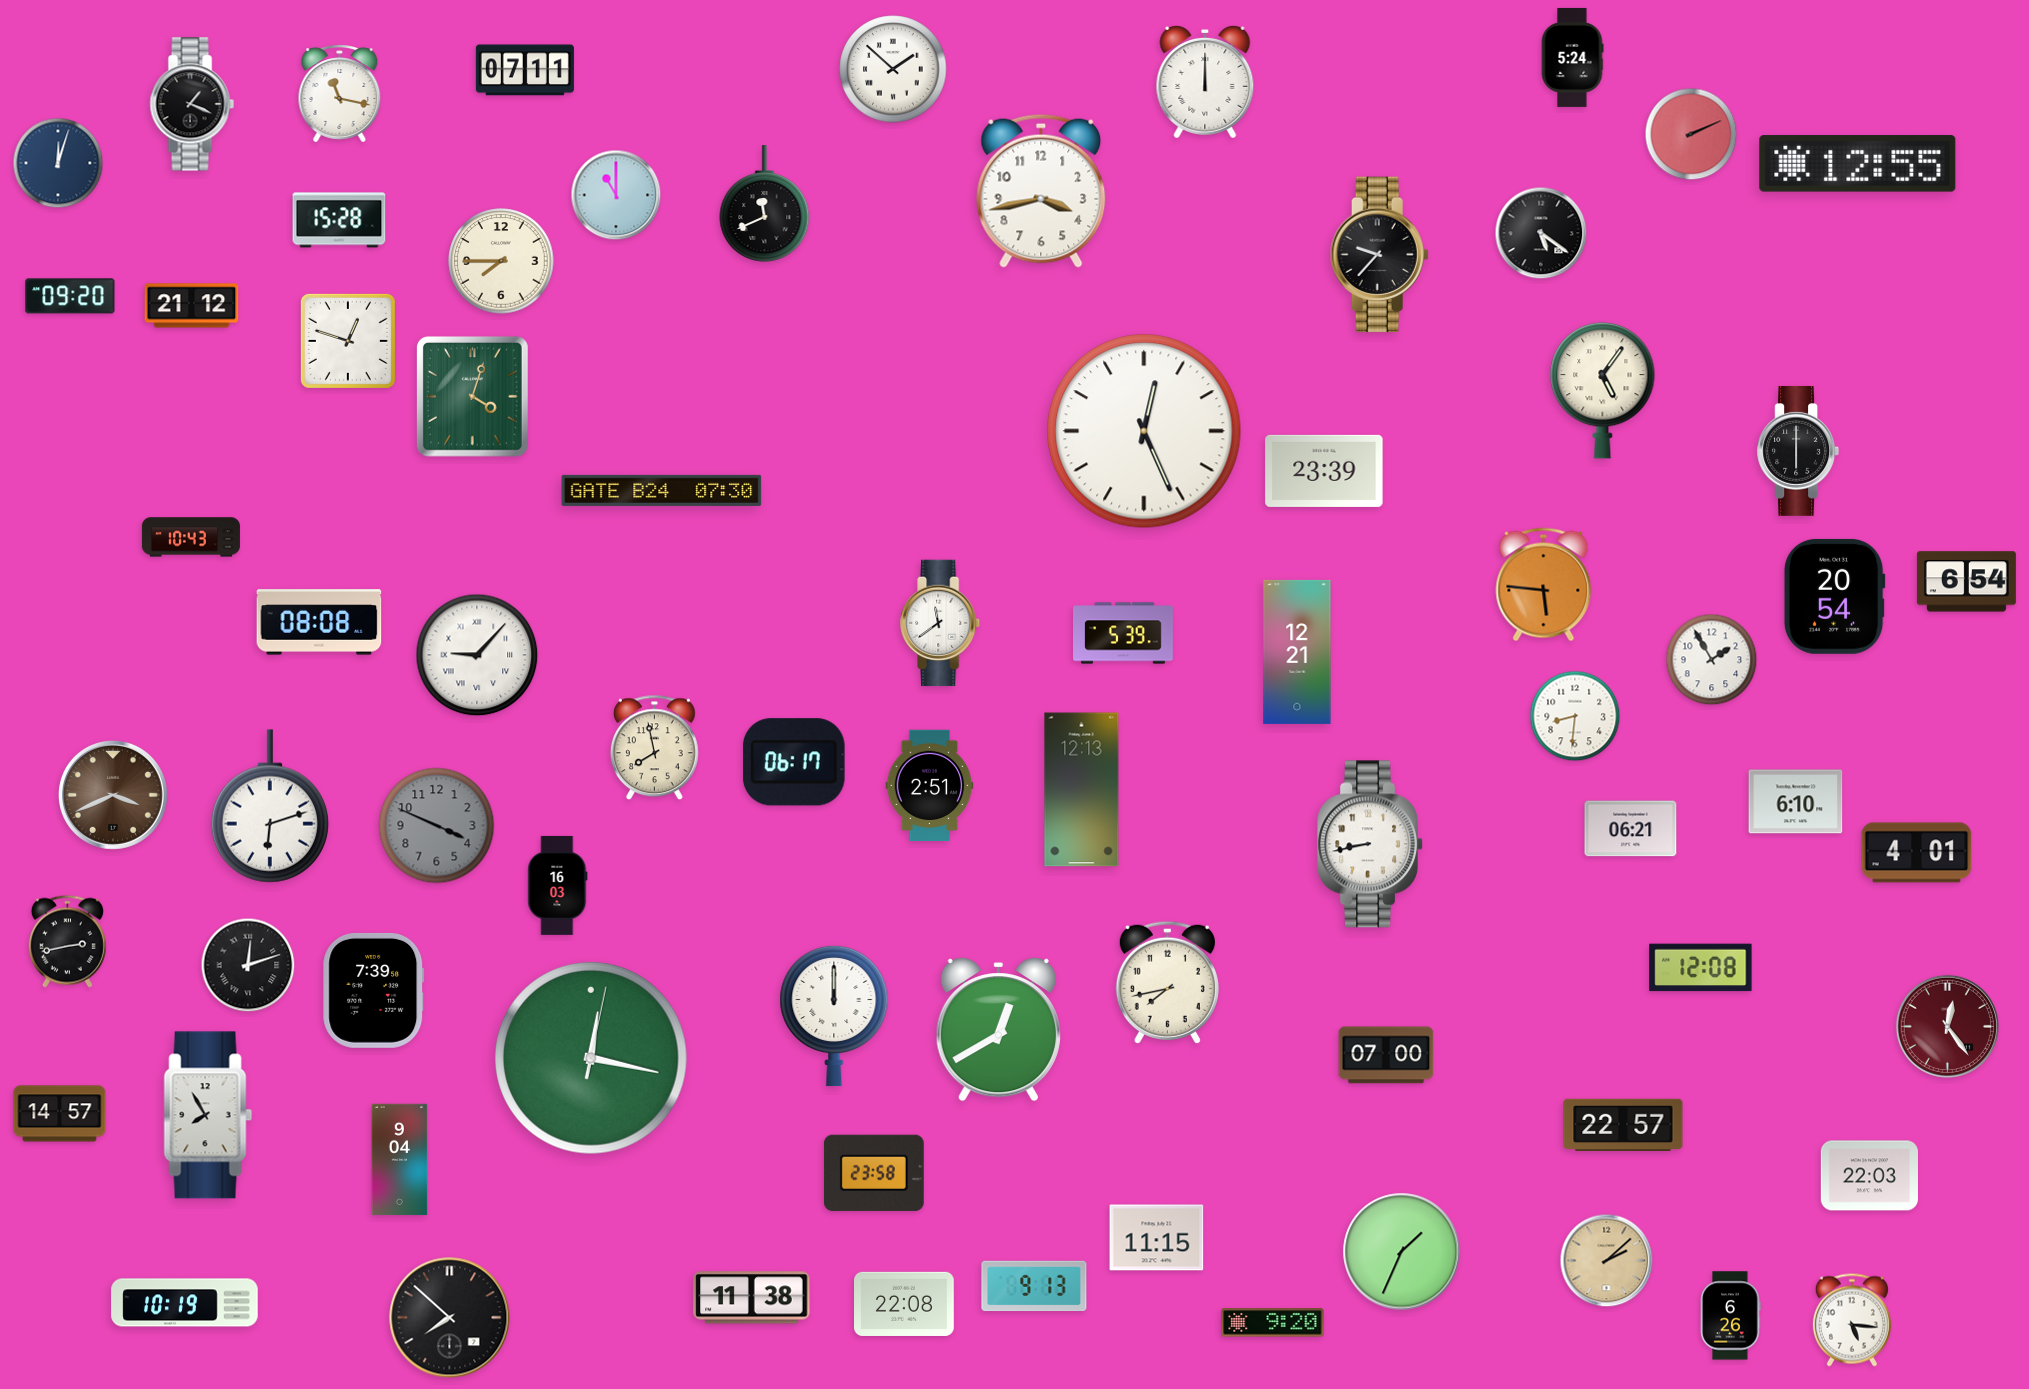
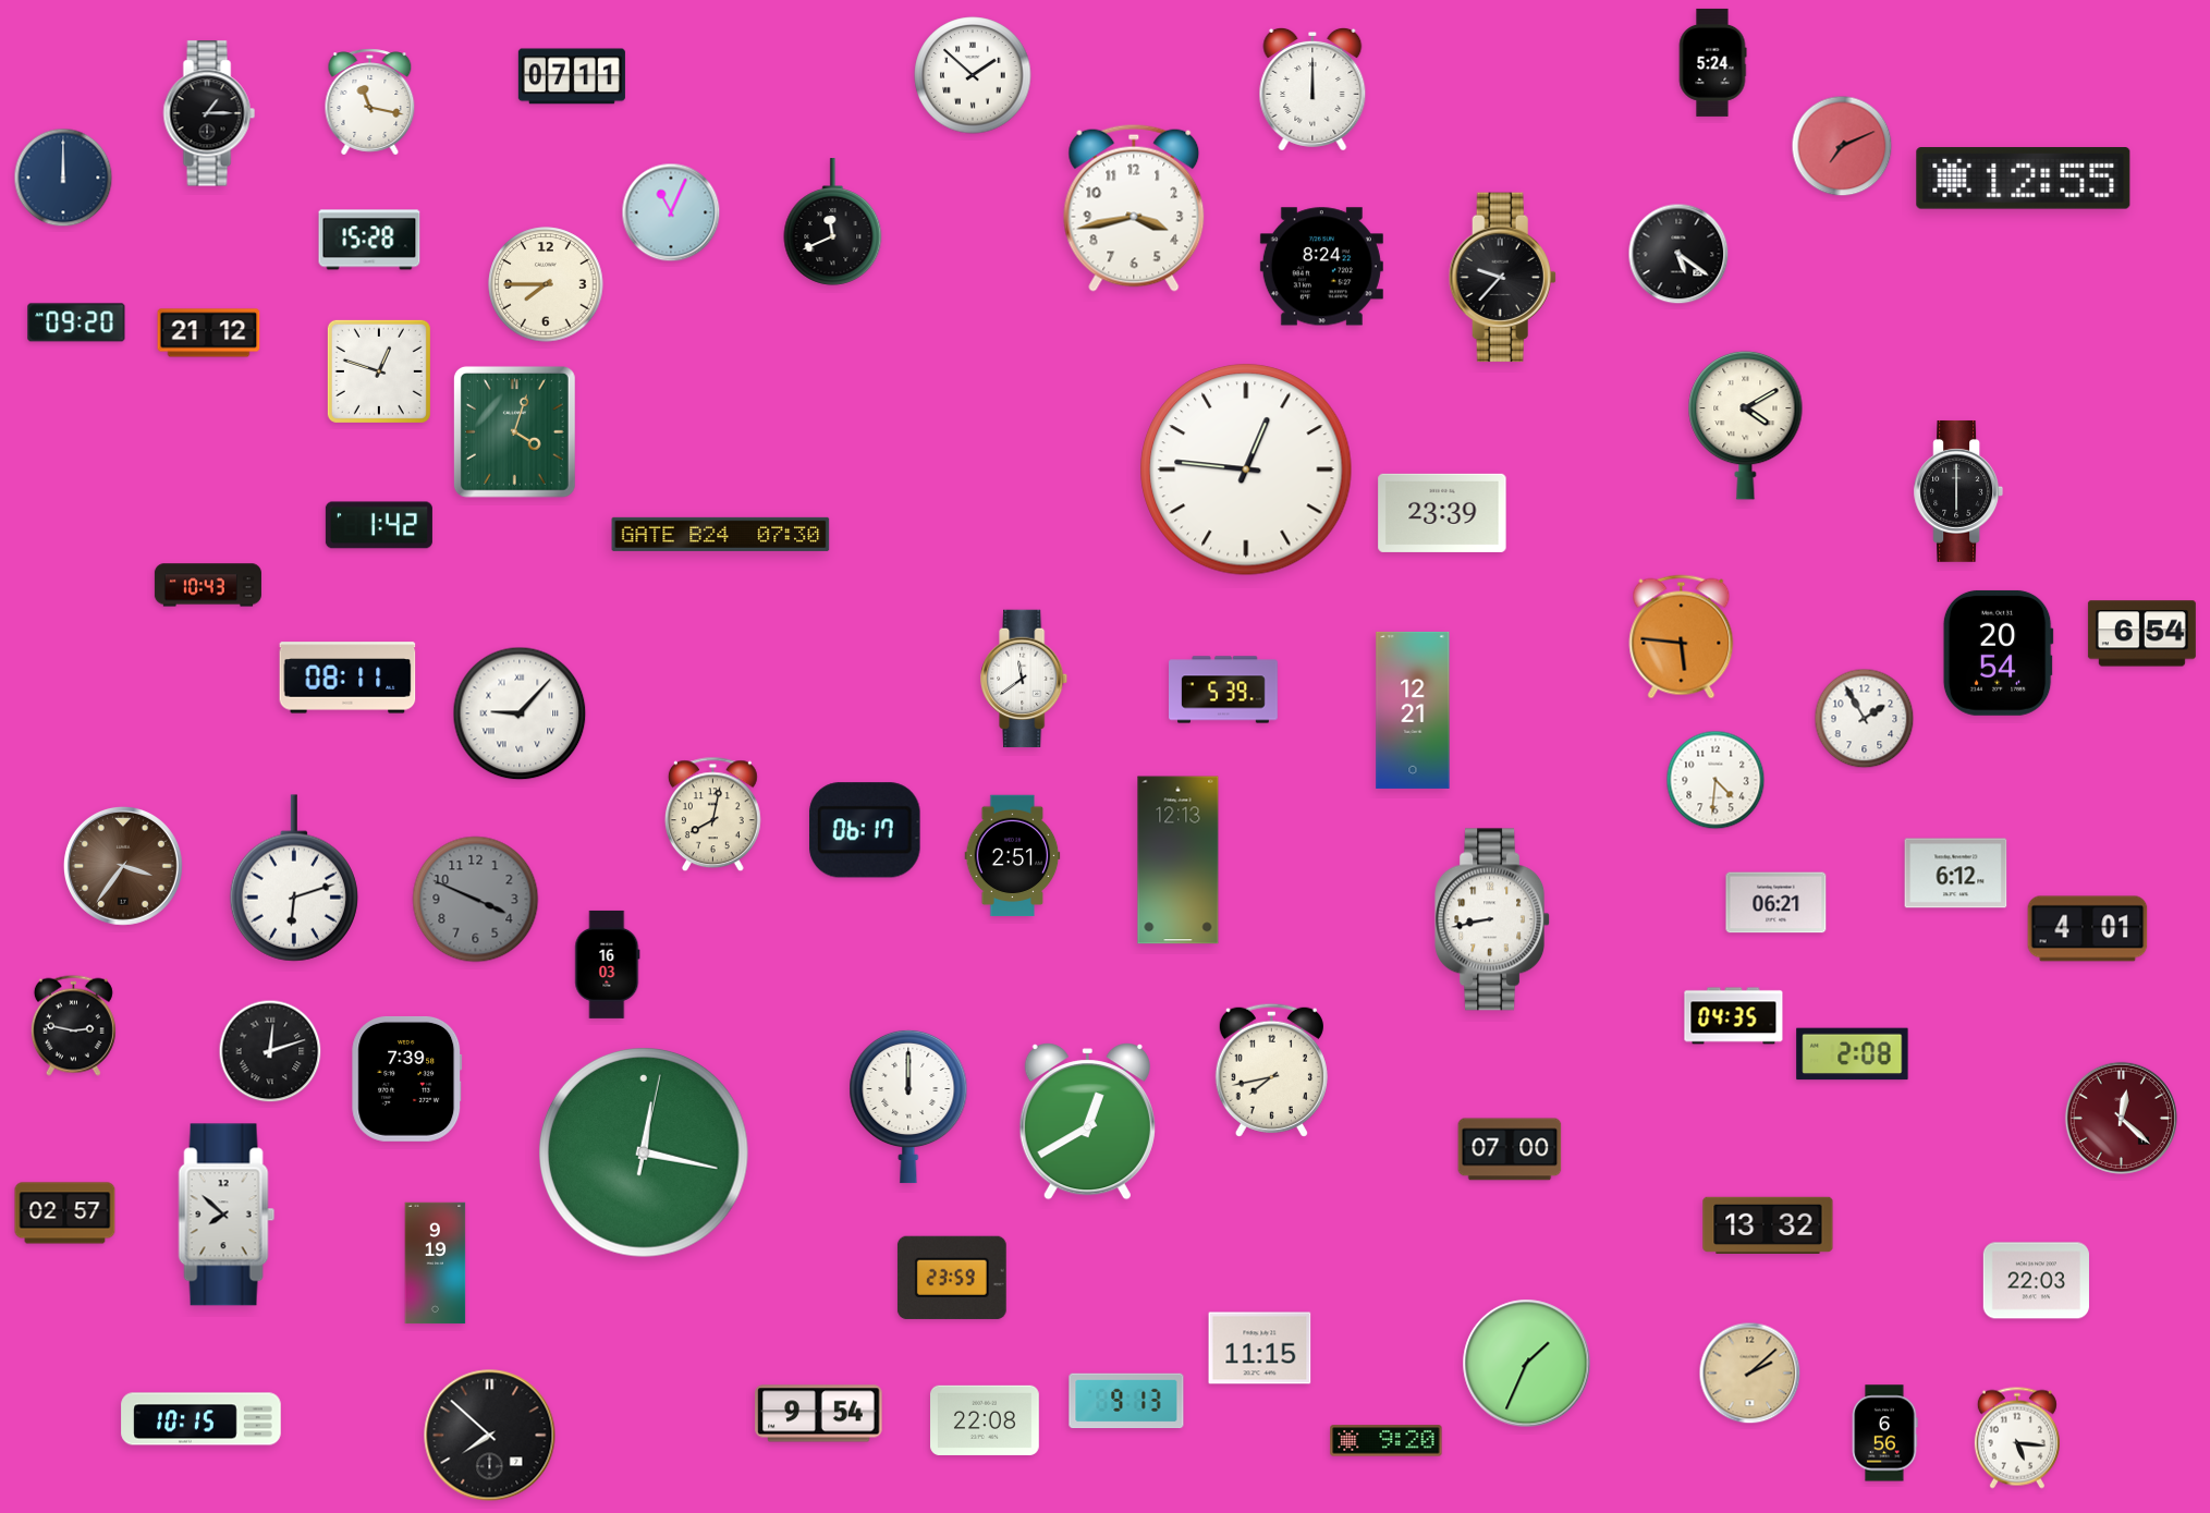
clock at (192, 104): 1:19 -> 1:15
clock at (1691, 134): 2:11 -> 7:11
clock at (58, 163): 12:03 -> 12:00
clock at (616, 195): 11:00 -> 11:04
clock at (1321, 267): none -> 8:24
clock at (1603, 390): 5:06 -> 4:10
clock at (1144, 431): 12:26 -> 12:46
clock at (379, 525): none -> 1:42
clock at (1834, 596) position: (1834, 596) -> (1998, 652)
clock at (319, 622): 08:08 -> 08:11
clock at (1575, 716): 8:31 -> 4:31
clock at (654, 748): 7:58 -> 8:02
clock at (113, 795): 3:41 -> 3:36
clock at (1796, 802): 6:10 -> 6:12
clock at (1734, 1016): none -> 04:35
clock at (67, 941): 2:43 -> 2:47
clock at (1701, 968): 12:08 -> 2:08
clock at (1947, 1026): 12:24 -> 12:22
clock at (60, 1114): 14:57 -> 02:57
clock at (208, 1115): 7:55 -> 7:52
clock at (1623, 1124): 22:57 -> 13:32
clock at (400, 1160): 9:04 -> 9:19
clock at (874, 1173): 23:58 -> 23:59
clock at (752, 1298): 11:38 -> 9:54
clock at (185, 1303): 10:19 -> 10:15
clock at (1731, 1316): 6:26 -> 6:56
